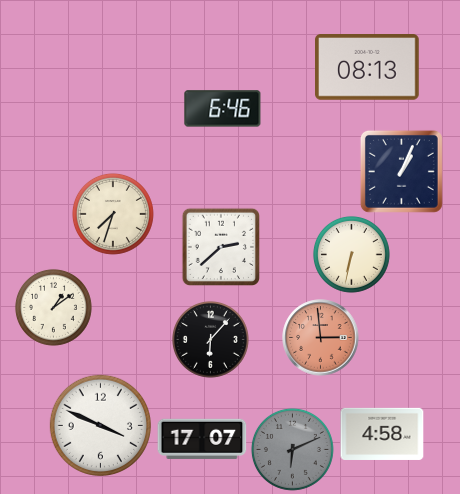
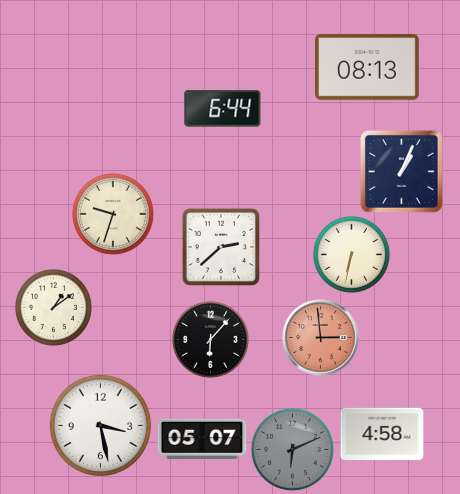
clock at (223, 109): 6:46 -> 6:44
clock at (113, 214): 7:33 -> 9:33
clock at (100, 425): 3:49 -> 3:28
clock at (202, 438): 17:07 -> 05:07
